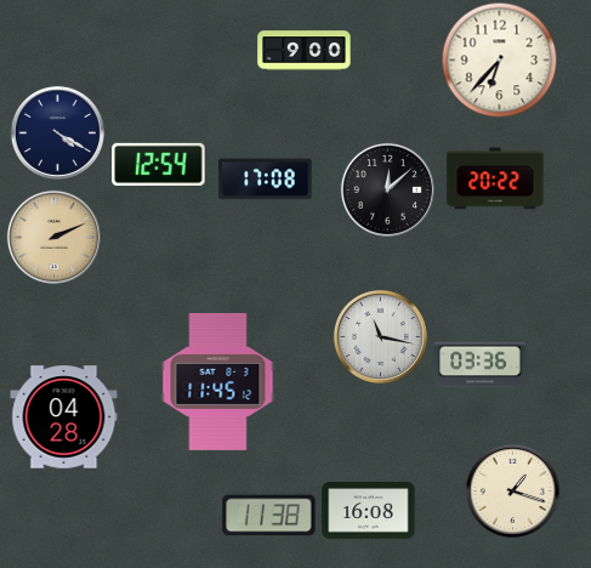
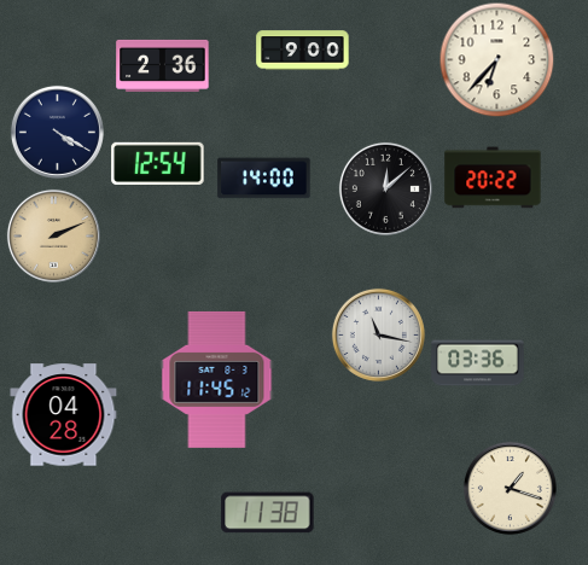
clock at (163, 65): none -> 2:36
clock at (266, 180): 17:08 -> 14:00
clock at (369, 511): 16:08 -> none
